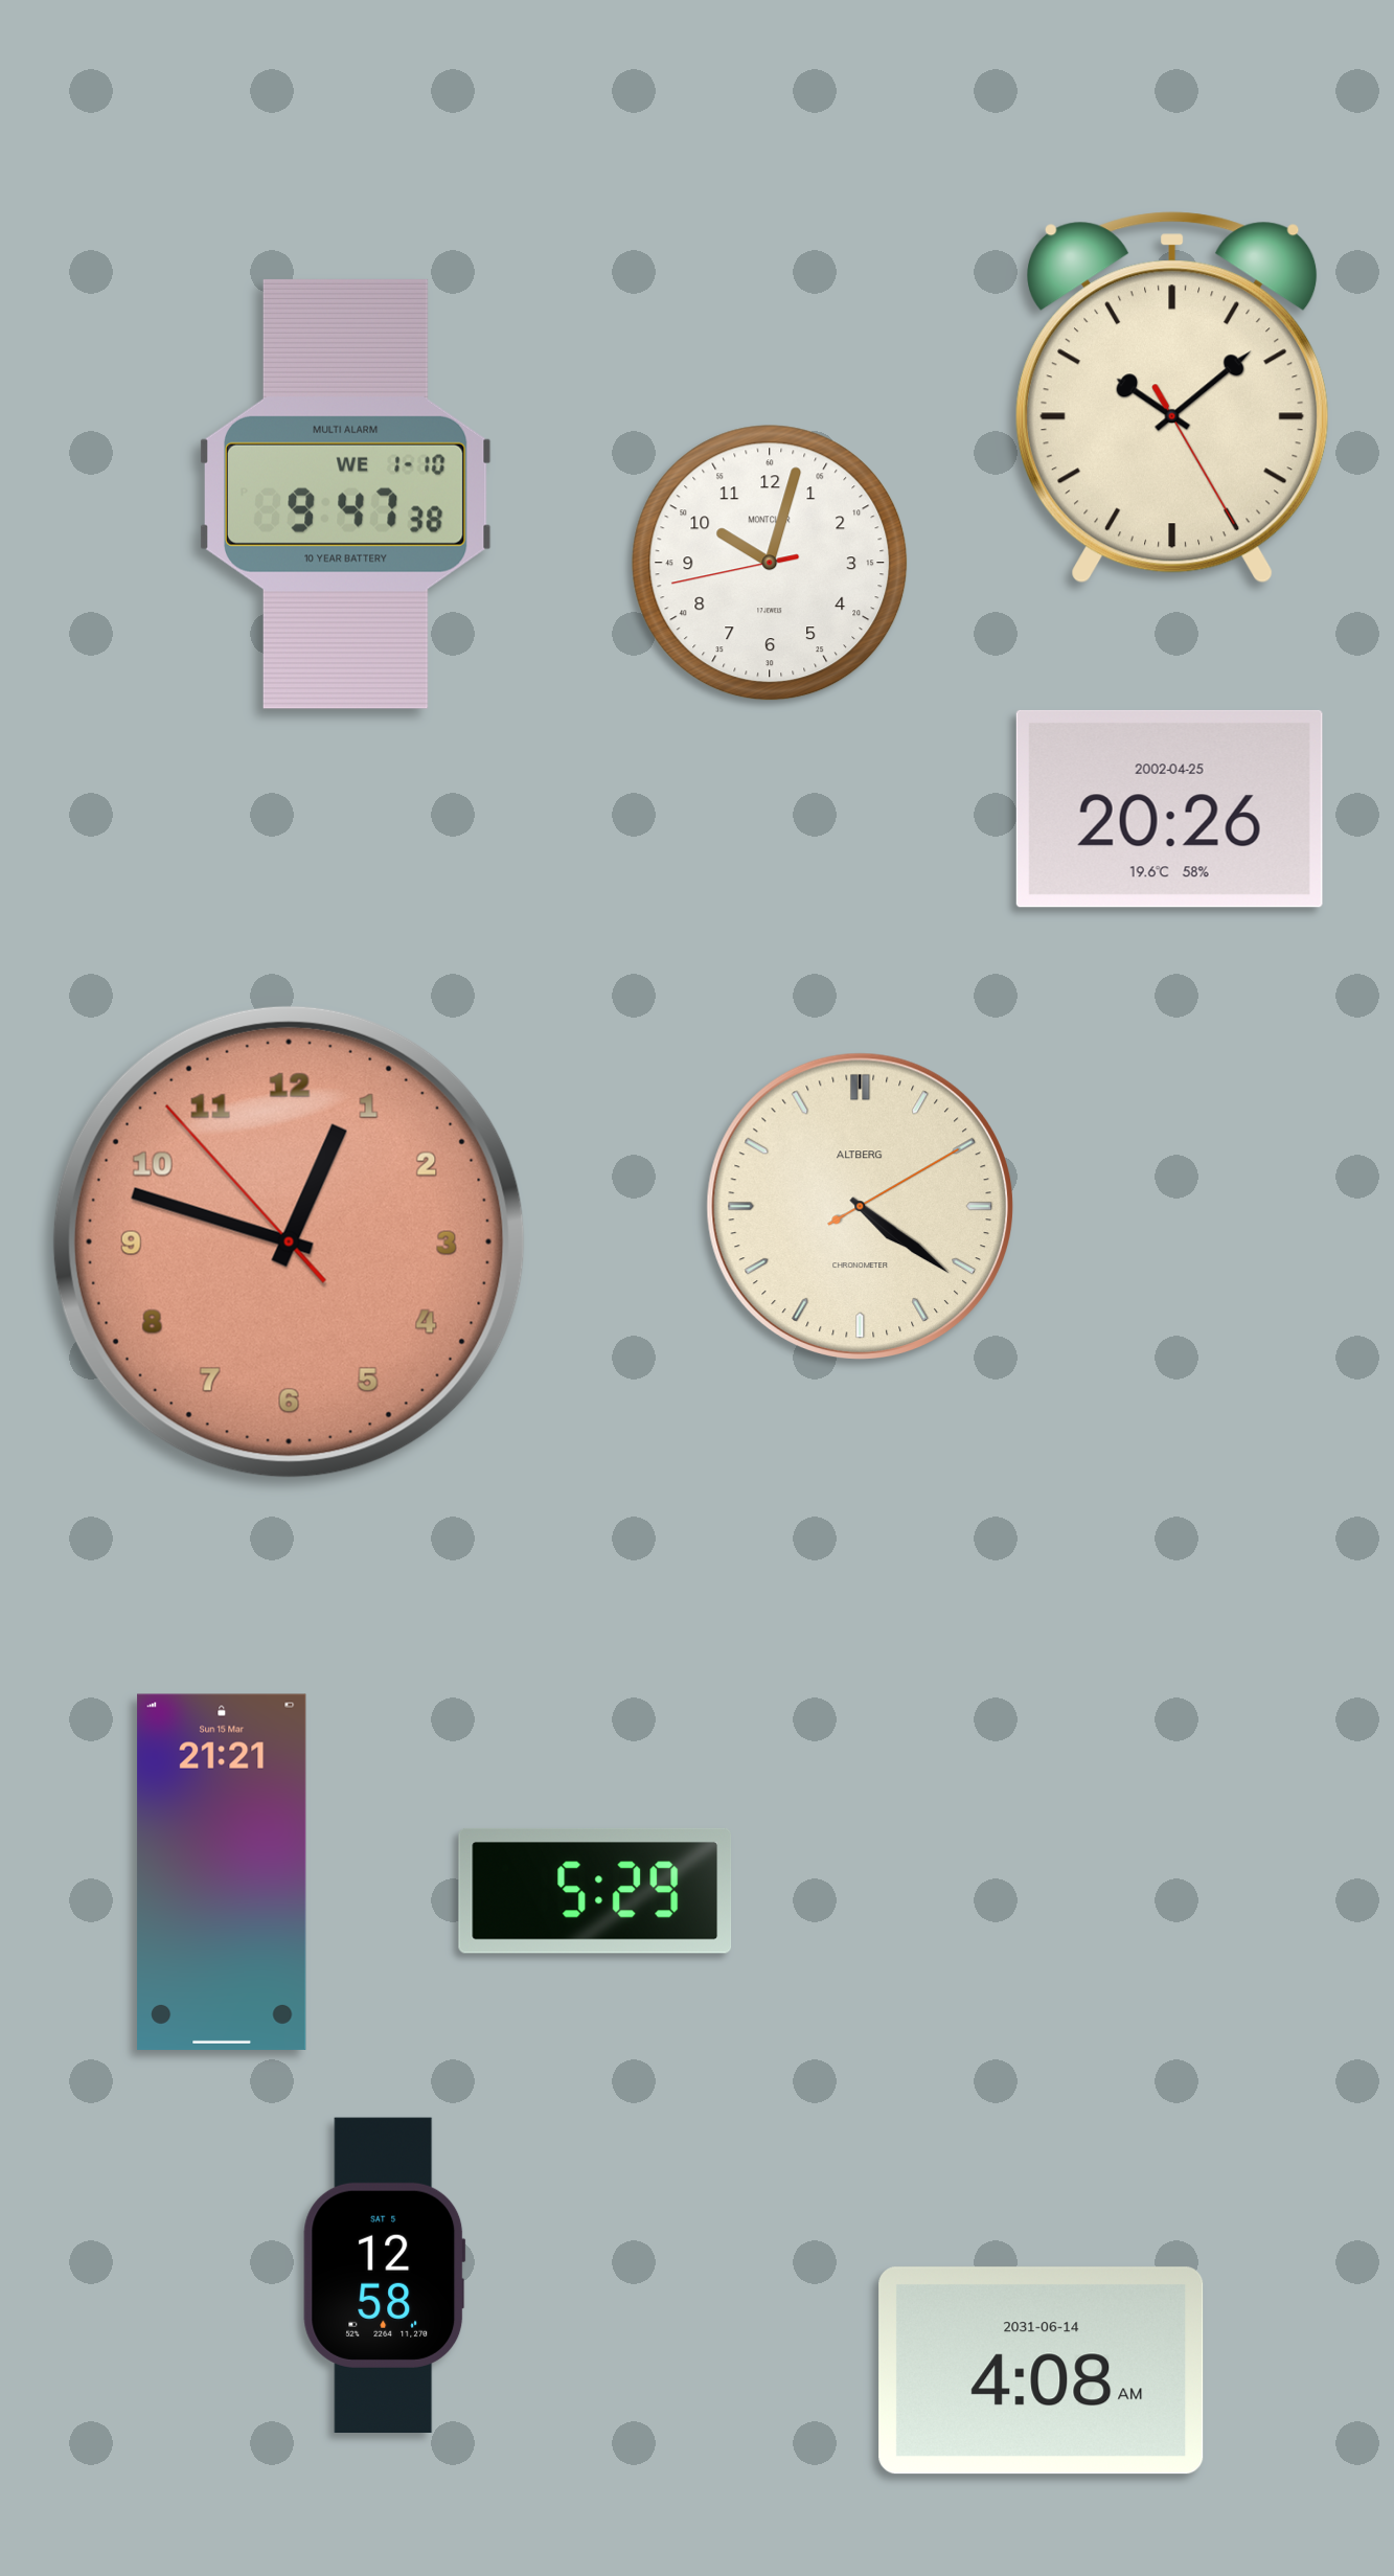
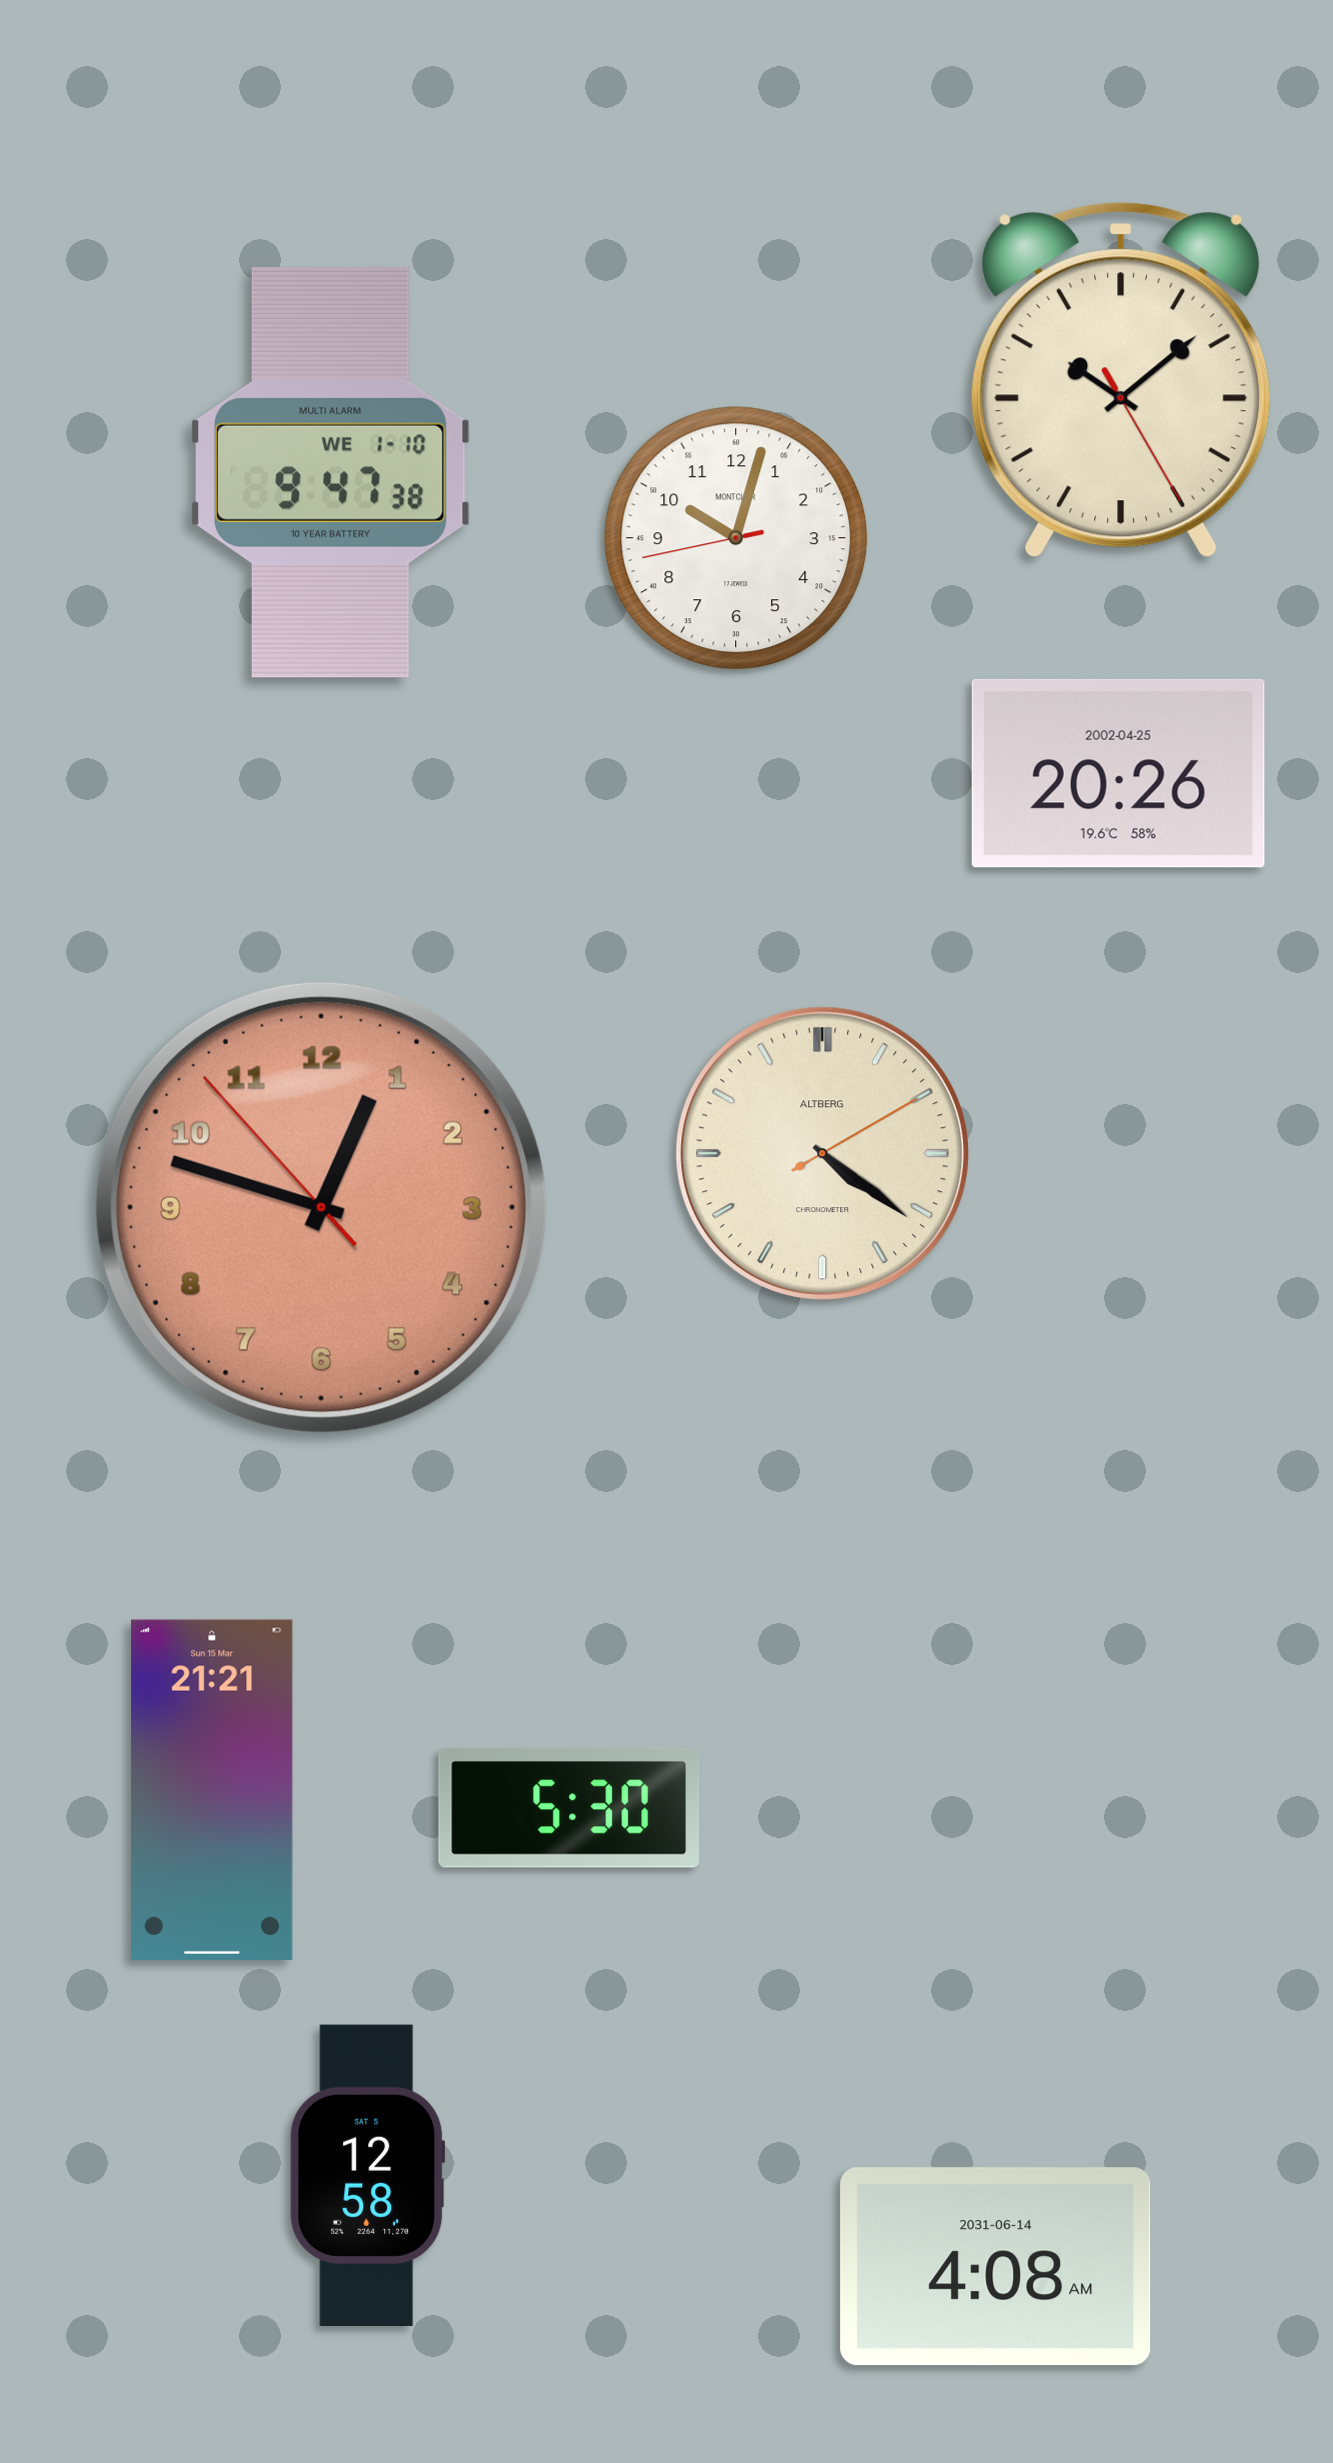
clock at (289, 1241) position: (289, 1241) -> (321, 1207)
clock at (595, 1891): 5:29 -> 5:30
